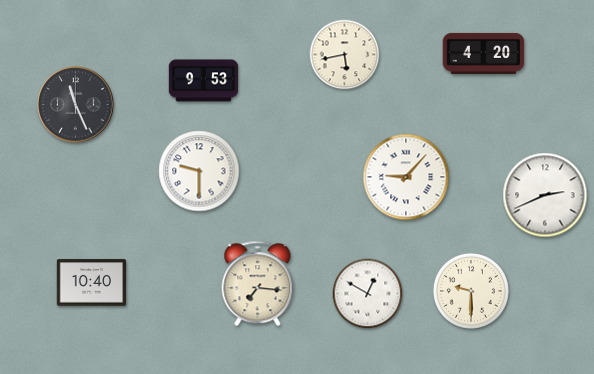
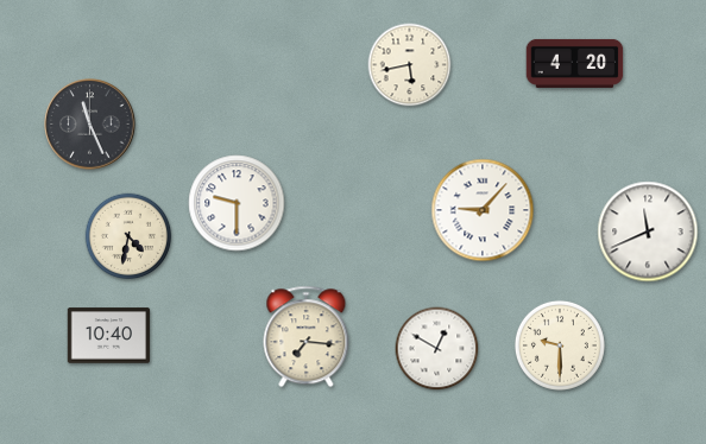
clock at (204, 81): 9:53 -> none
clock at (545, 195): 2:41 -> 11:41
clock at (128, 236): none -> 4:32
